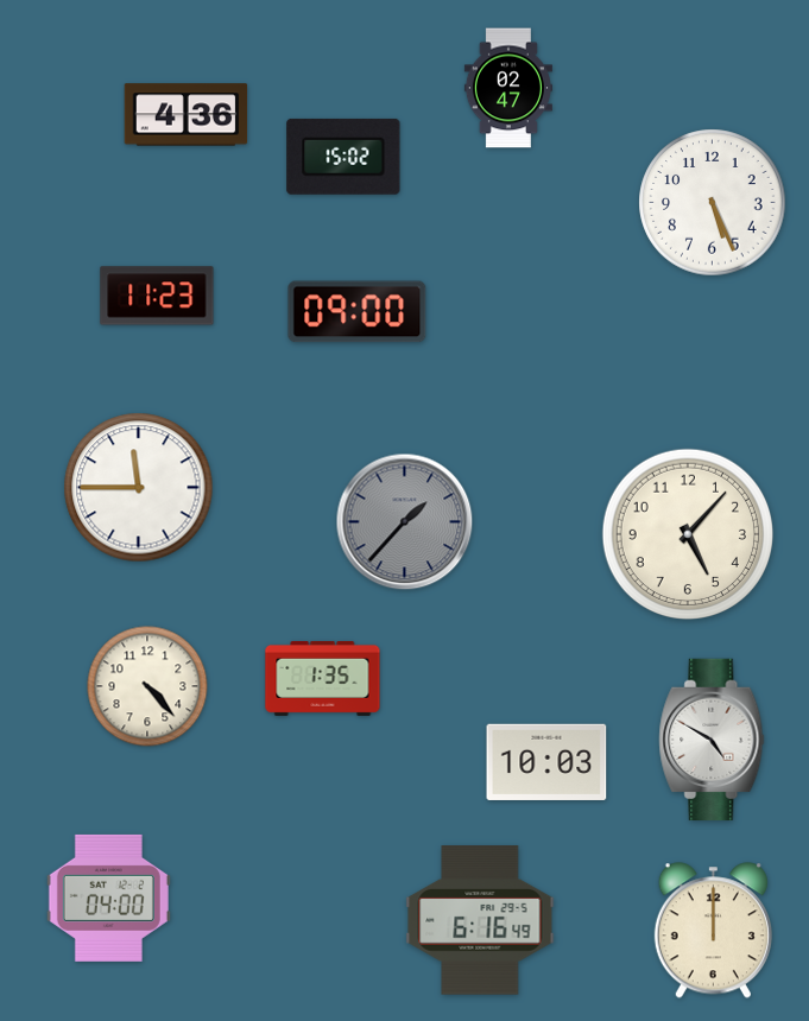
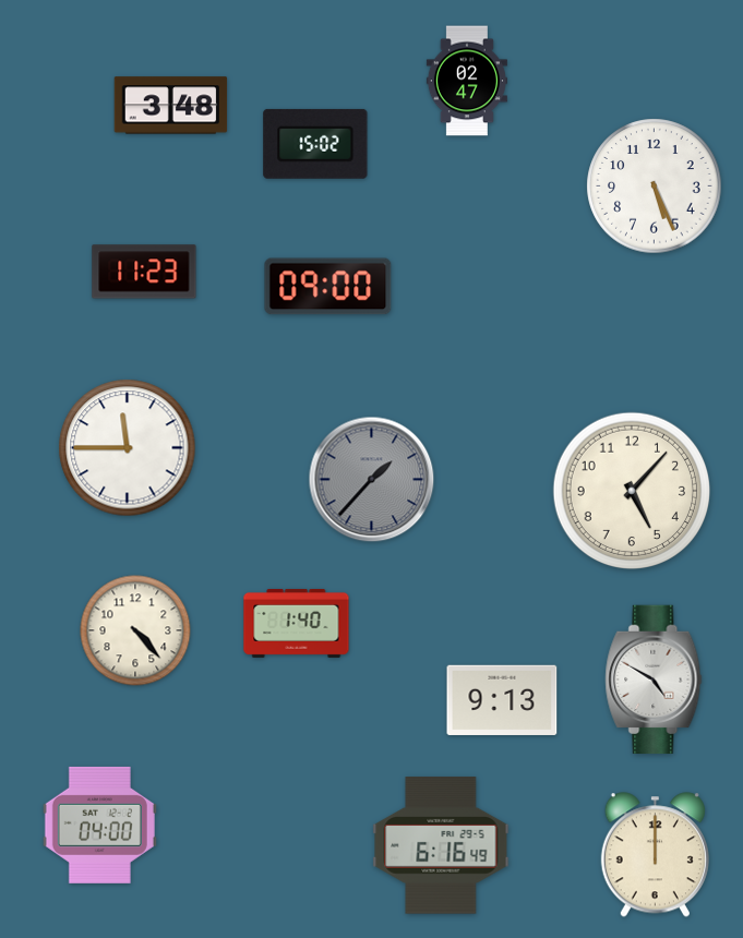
clock at (187, 115): 4:36 -> 3:48
clock at (323, 678): 1:35 -> 1:40
clock at (546, 761): 10:03 -> 9:13
